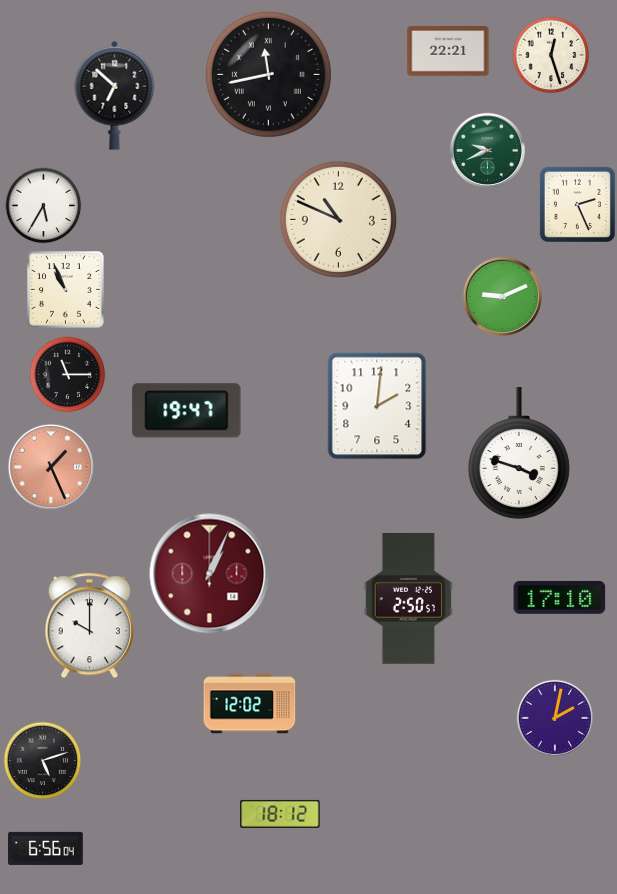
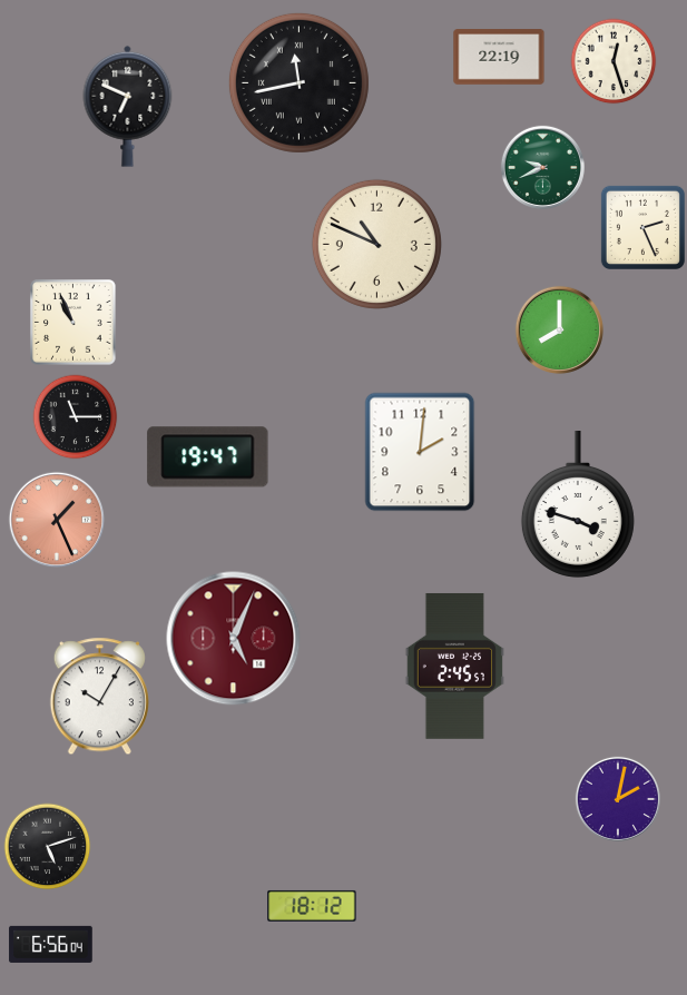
clock at (448, 51): 22:21 -> 22:19
clock at (115, 95): 6:52 -> 6:49
clock at (44, 206): 5:35 -> none
clock at (502, 296): 9:11 -> 8:00
clock at (210, 574): 1:04 -> 5:04
clock at (560, 597): 17:10 -> none
clock at (408, 598): 2:50 -> 2:45
clock at (89, 626): 10:00 -> 10:05
clock at (250, 704): 12:02 -> none
